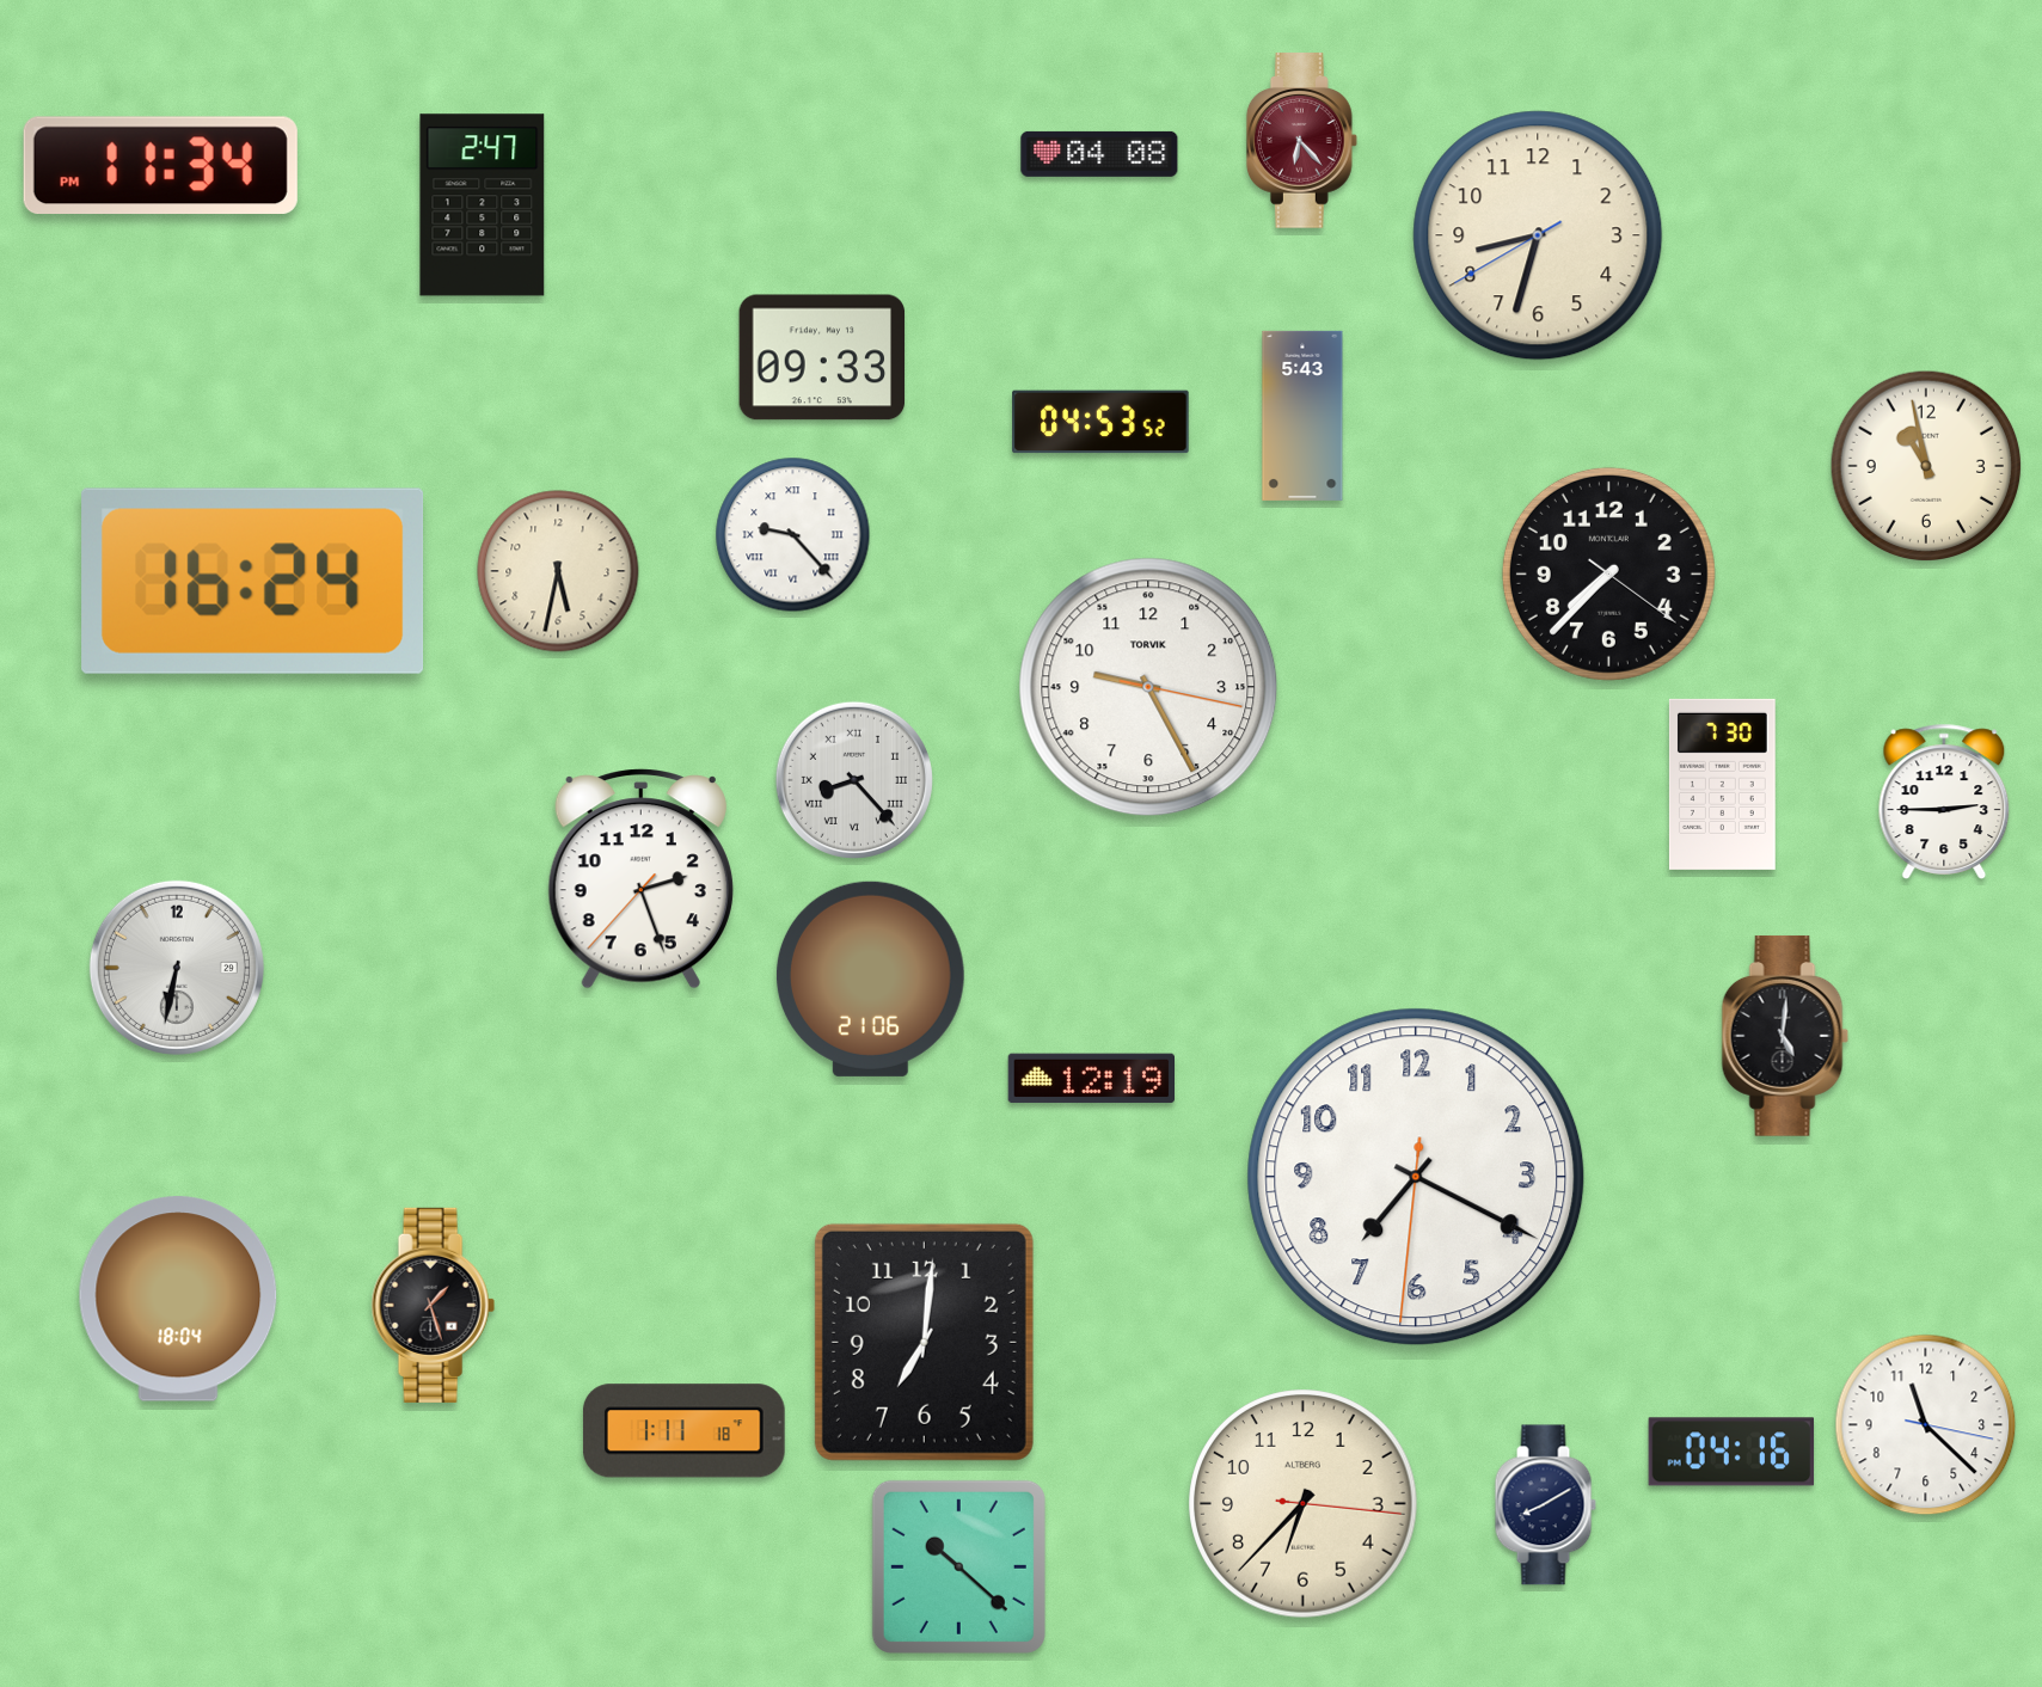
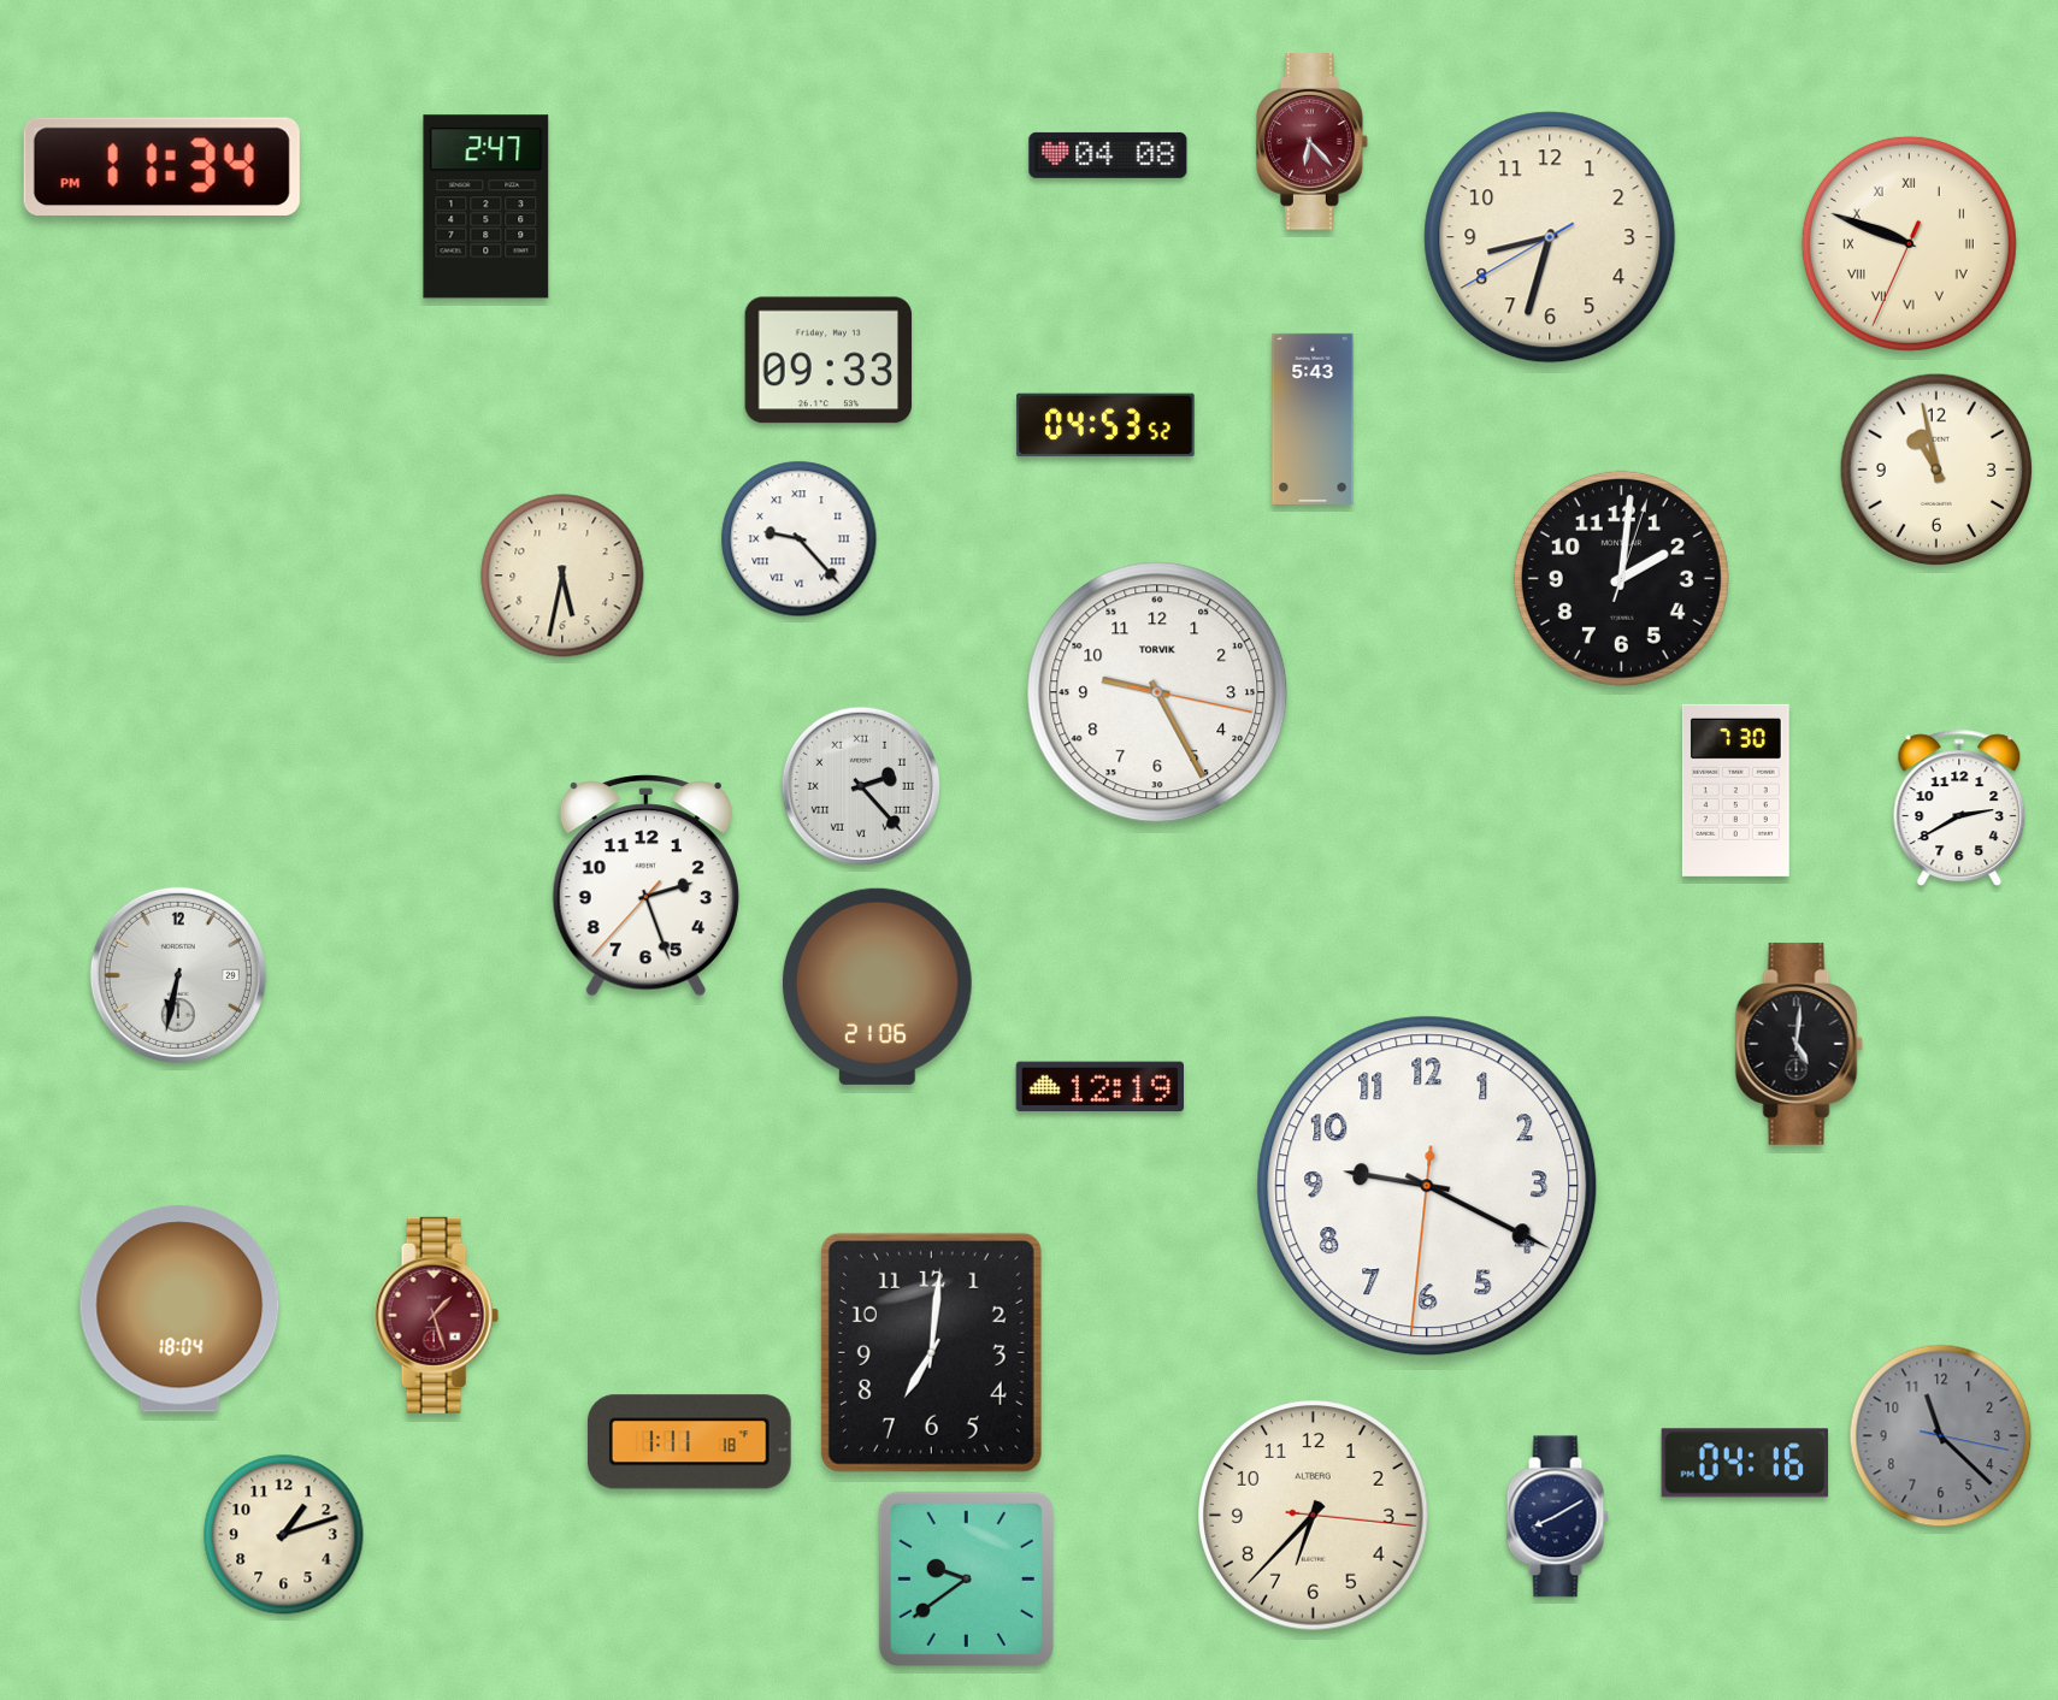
clock at (1909, 243): none -> 9:48
clock at (1100, 422) position: (1100, 422) -> (1105, 425)
clock at (1926, 466) position: (1926, 466) -> (1936, 470)
clock at (1608, 573): 7:37 -> 2:01
clock at (253, 581): 16:24 -> none
clock at (854, 780): 8:23 -> 2:23
clock at (1944, 802): 2:45 -> 2:40
clock at (1416, 1177): 7:19 -> 9:19
clock at (433, 1305) dial: black -> burgundy
clock at (1926, 1425) dial: white -> grey
clock at (284, 1535): none -> 1:12
clock at (958, 1566): 10:22 -> 9:39
